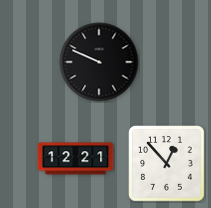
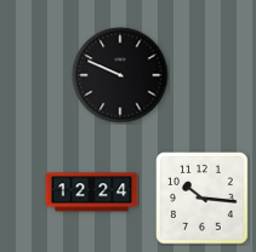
clock at (76, 159): 12:21 -> 12:24
clock at (167, 164): 12:53 -> 10:16
